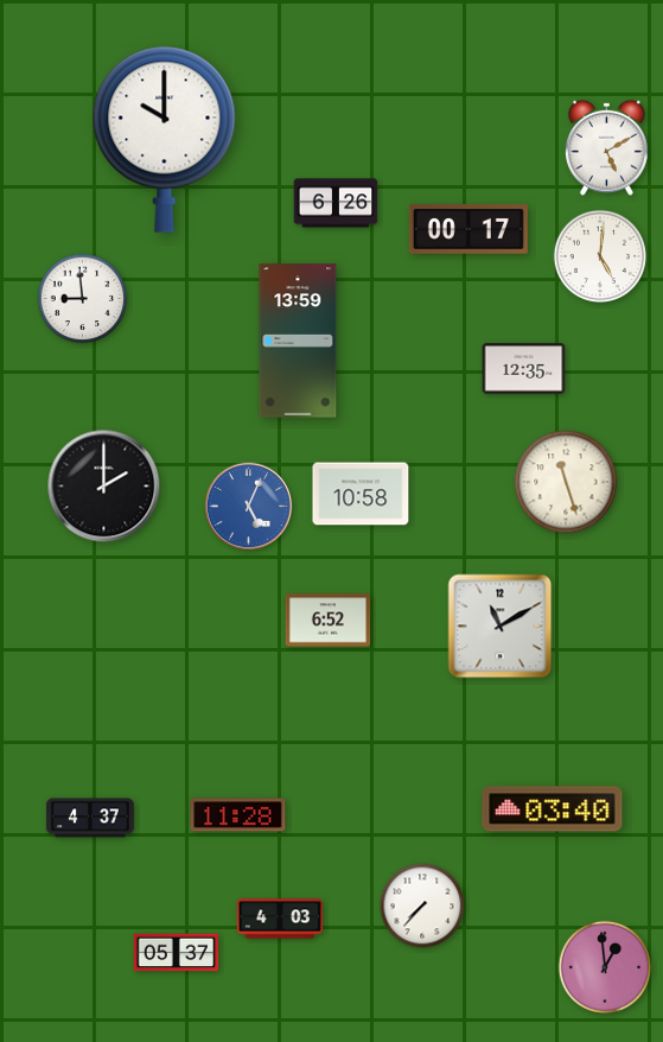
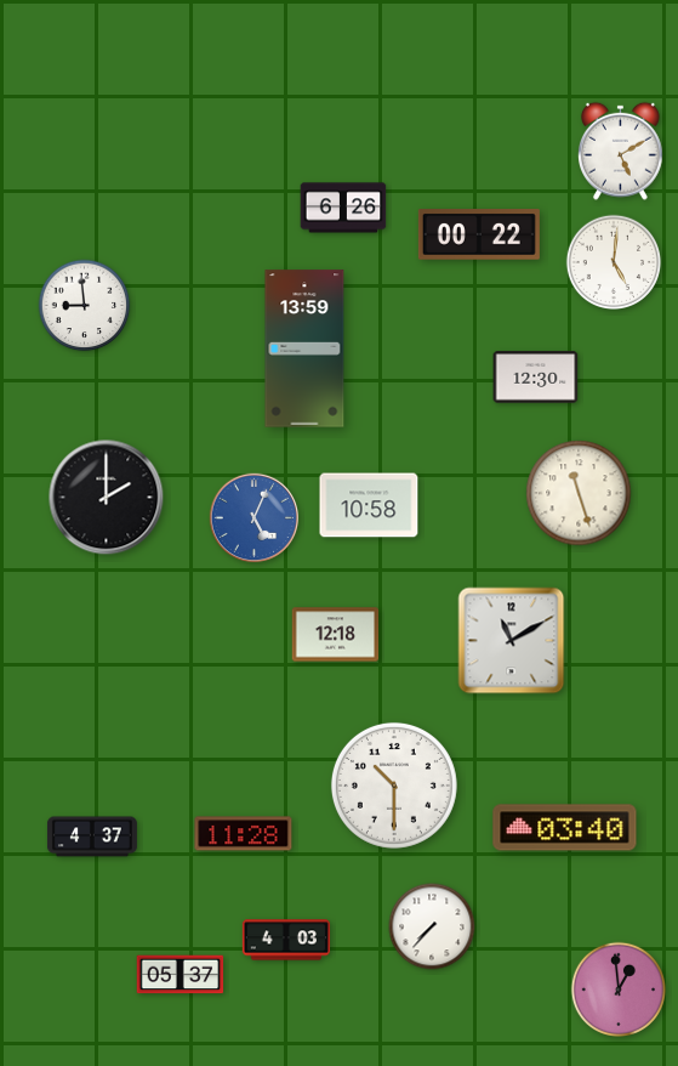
clock at (165, 139): 10:00 -> none
clock at (468, 229): 00:17 -> 00:22
clock at (524, 369): 12:35 -> 12:30
clock at (329, 621): 6:52 -> 12:18
clock at (394, 786): none -> 10:30
